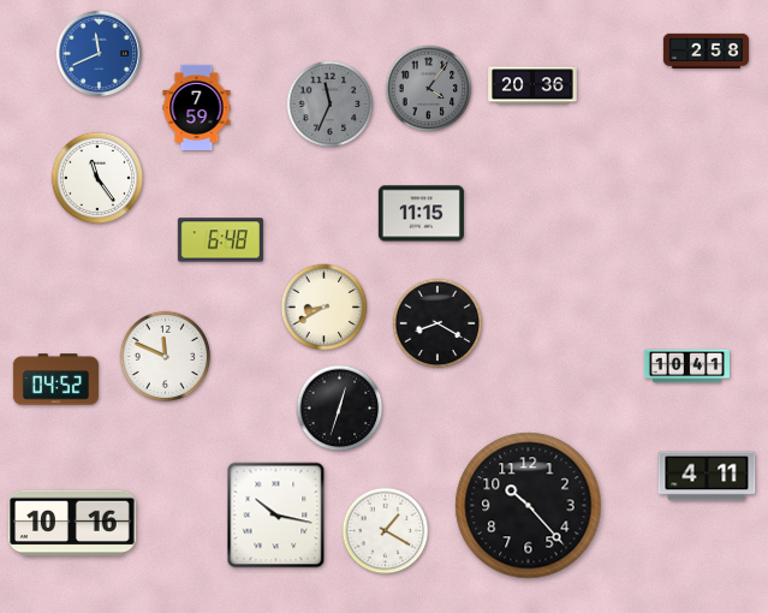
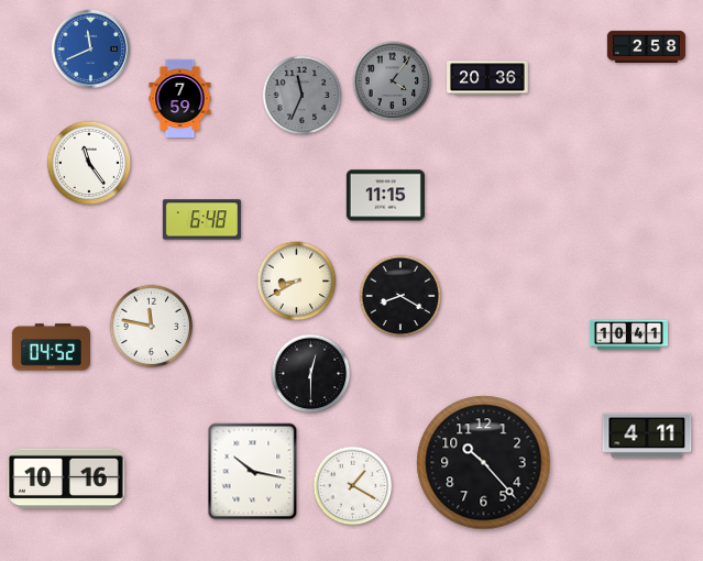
clock at (166, 357): 11:49 -> 11:47
clock at (340, 409): 12:33 -> 12:30
